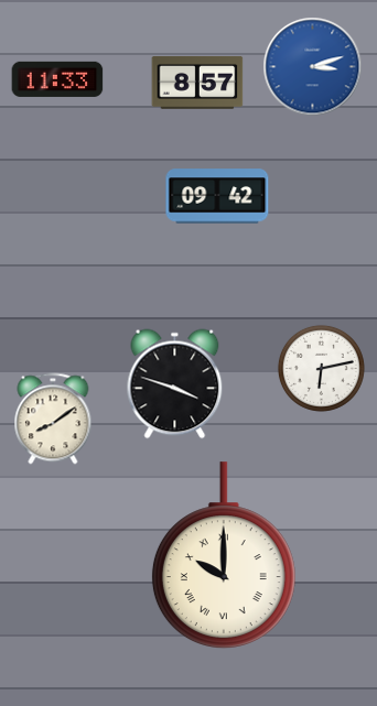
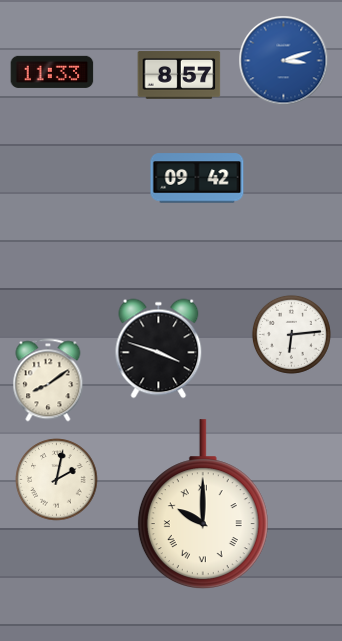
clock at (321, 368): 6:13 -> 6:14
clock at (57, 480): none -> 2:02
